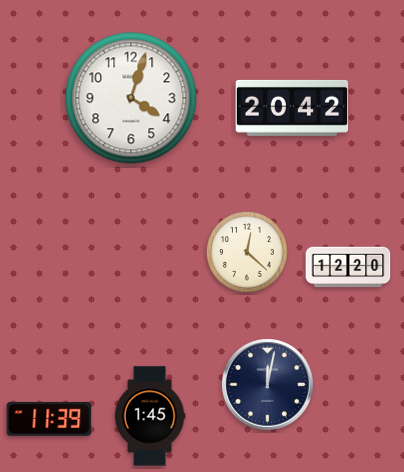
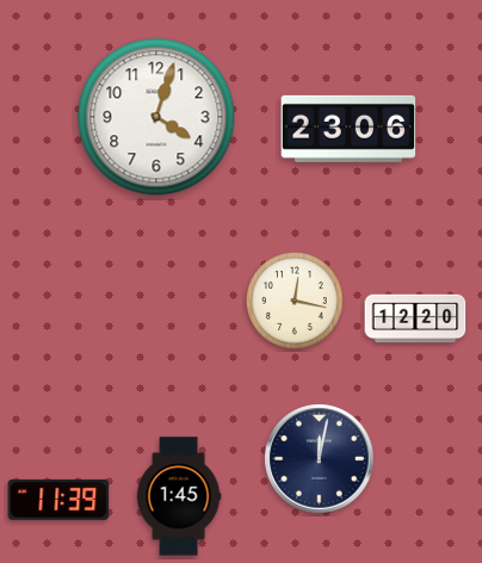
clock at (292, 108): 20:42 -> 23:06
clock at (248, 253): 12:22 -> 12:17
